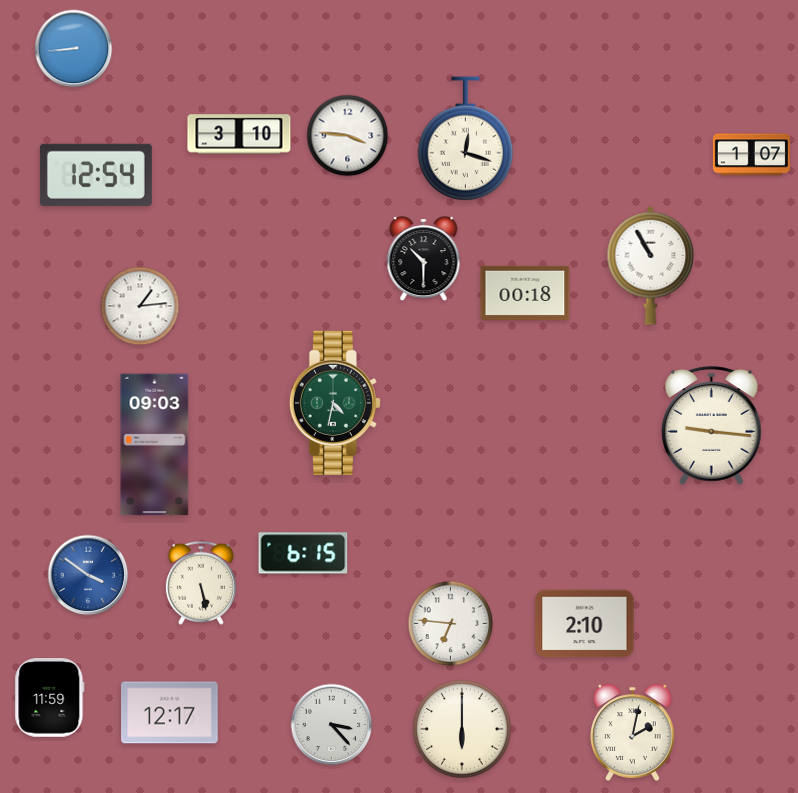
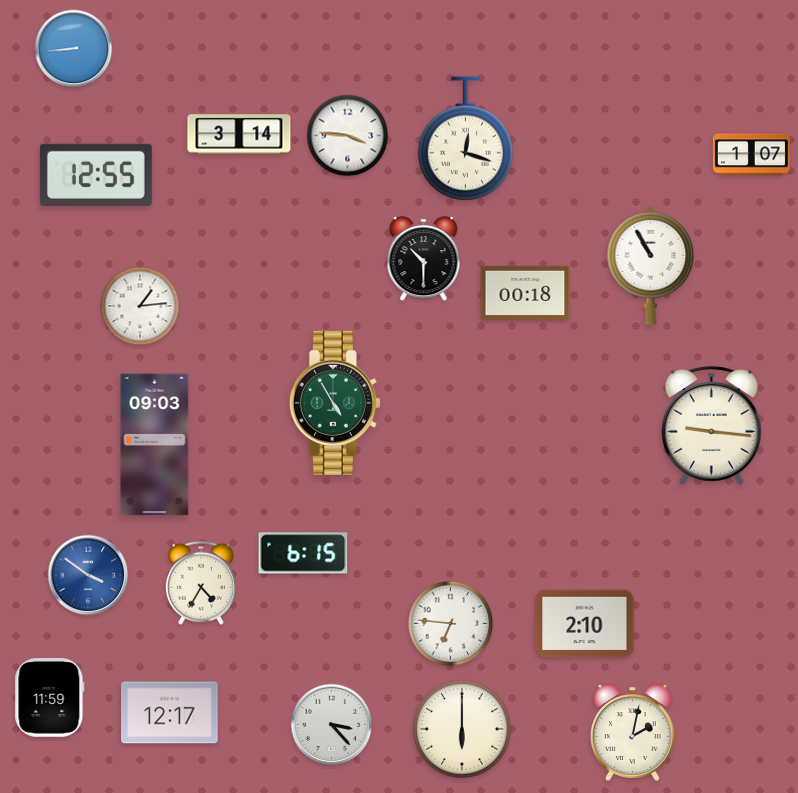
clock at (239, 134): 3:10 -> 3:14
clock at (96, 175): 12:54 -> 12:55
clock at (335, 403): 4:32 -> 4:55
clock at (201, 583): 5:28 -> 4:35
